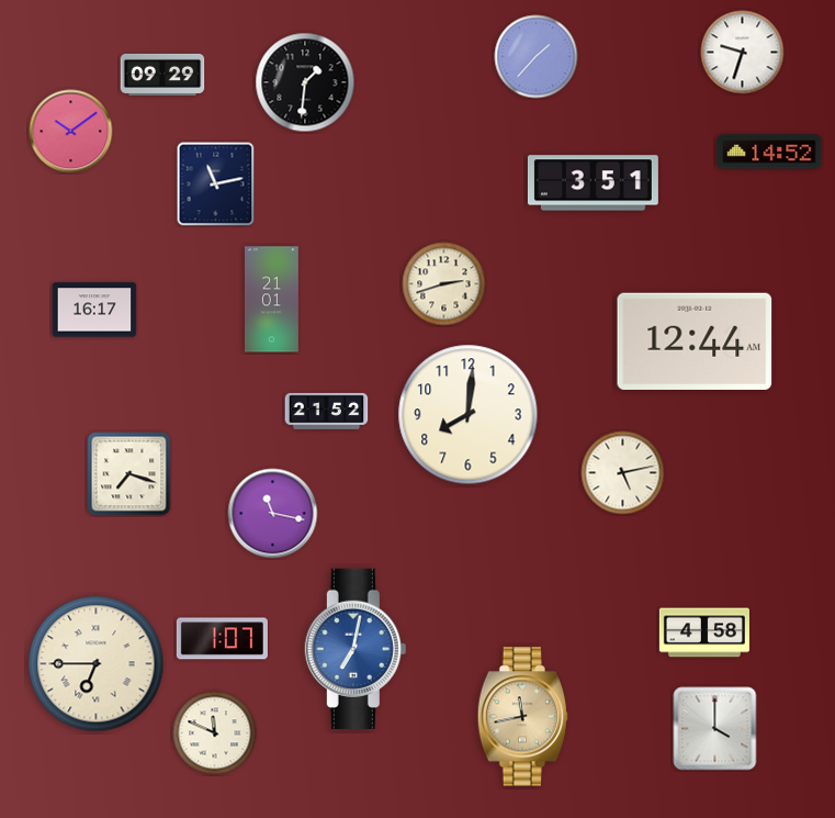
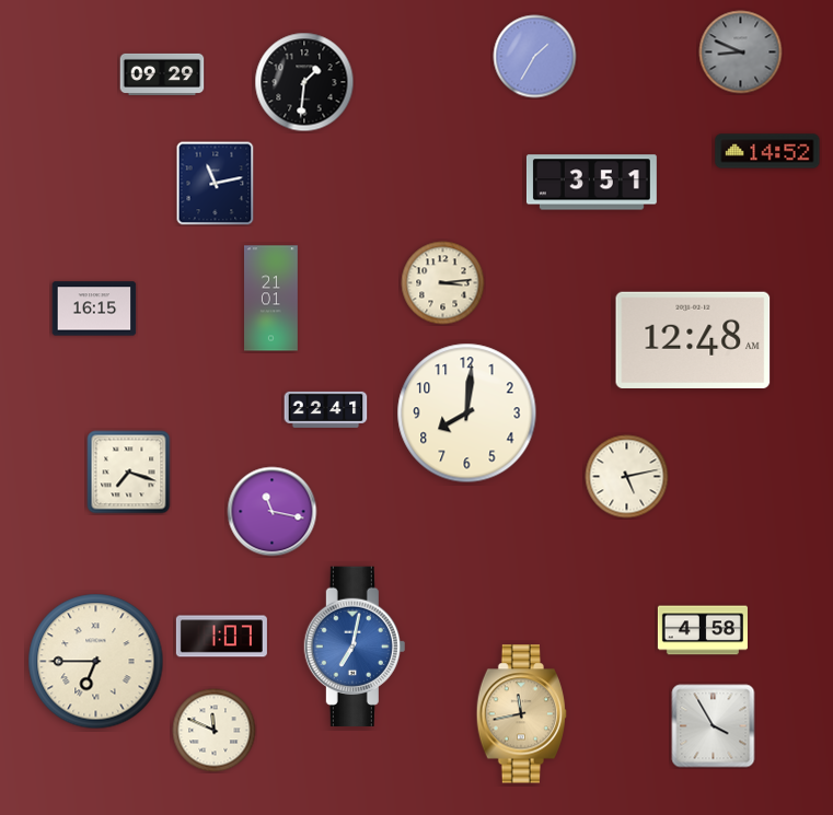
clock at (743, 53): 9:33 -> 8:49
clock at (743, 53) dial: white -> grey
clock at (537, 57): 1:37 -> 1:35
clock at (71, 132): 10:09 -> none
clock at (444, 284): 2:42 -> 3:14
clock at (94, 310): 16:17 -> 16:15
clock at (695, 341): 12:44 -> 12:48
clock at (327, 411): 21:52 -> 22:41
clock at (623, 473) position: (623, 473) -> (627, 477)
clock at (715, 729): 4:00 -> 3:55
